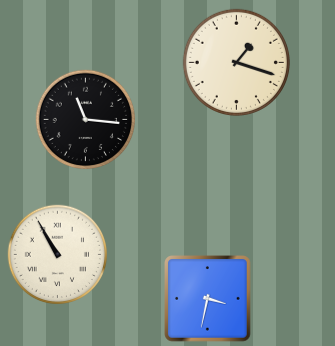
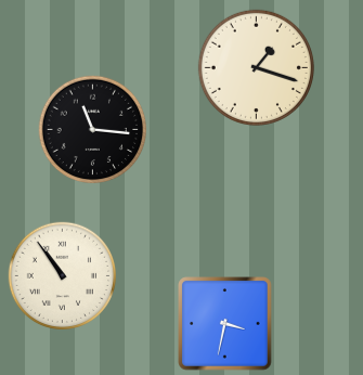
clock at (57, 254): 10:55 -> 10:54
